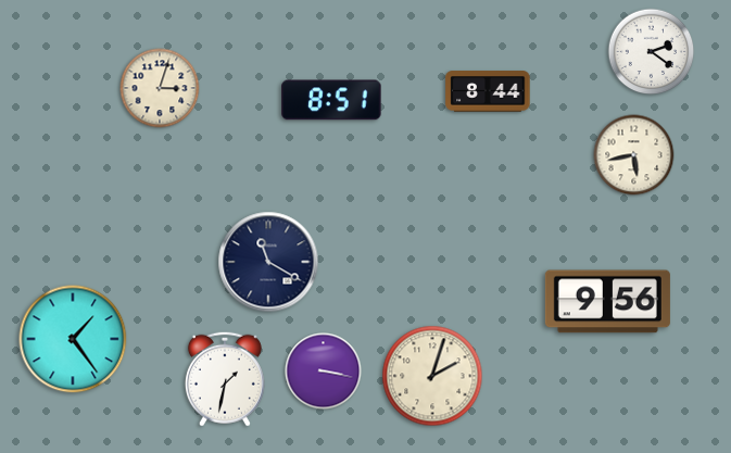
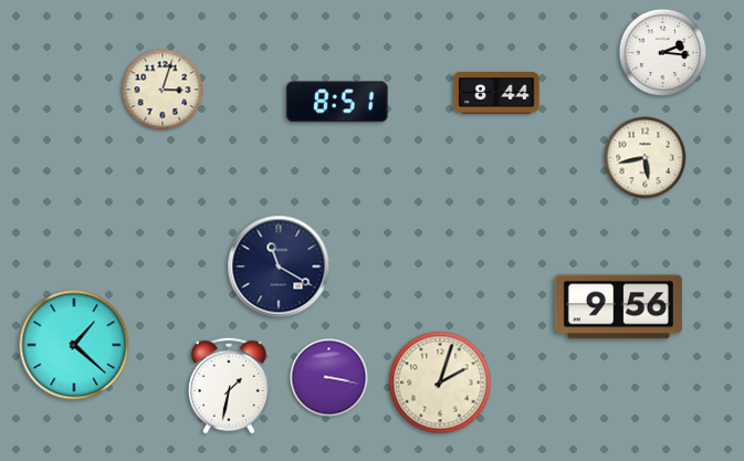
clock at (652, 52): 2:21 -> 2:16
clock at (268, 262) position: (268, 262) -> (279, 266)
clock at (73, 339): 1:24 -> 1:22
